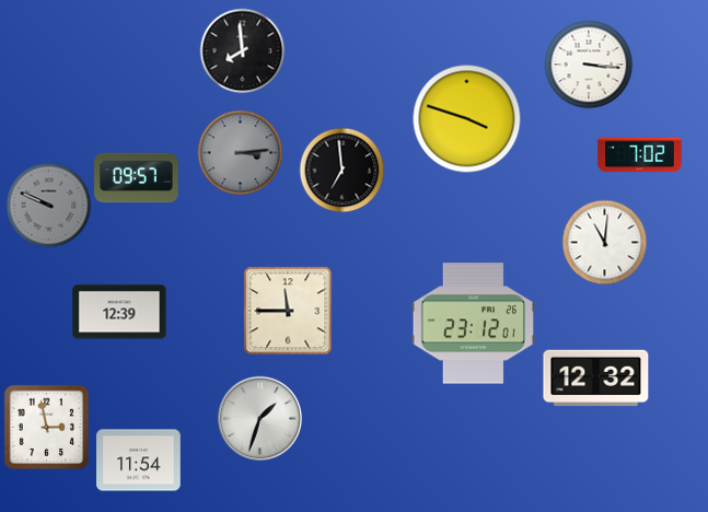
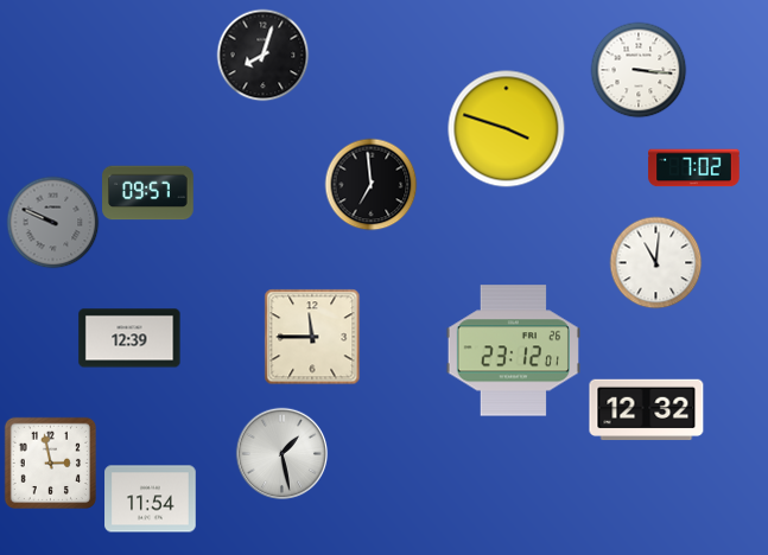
clock at (242, 50): 7:59 -> 8:03
clock at (240, 152): 3:14 -> none
clock at (259, 418): 1:33 -> 1:28
